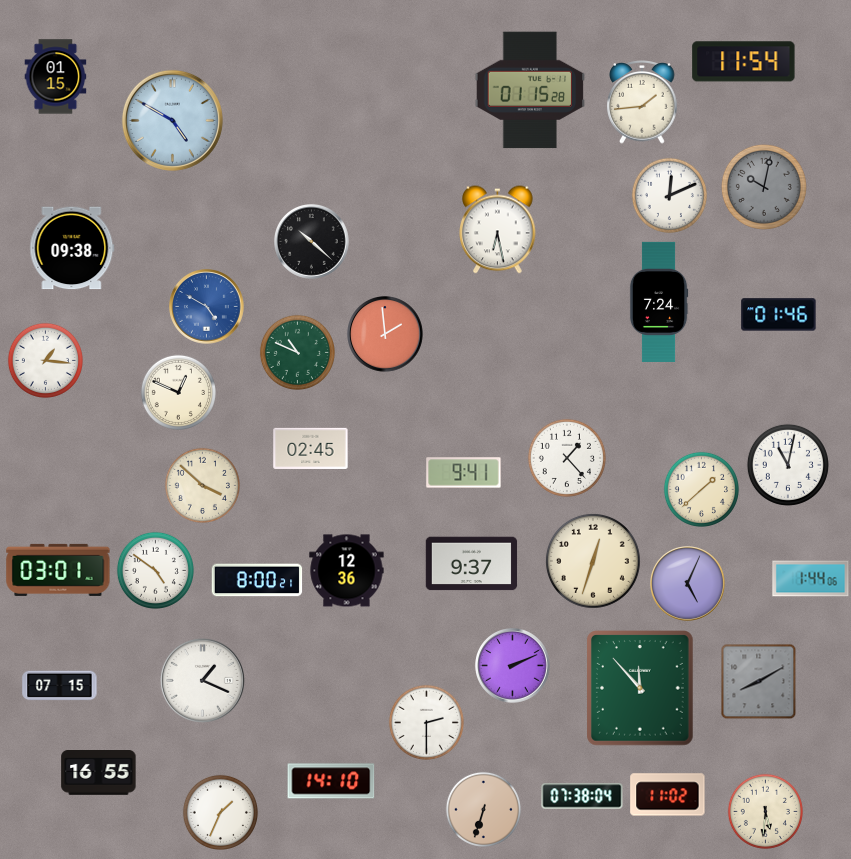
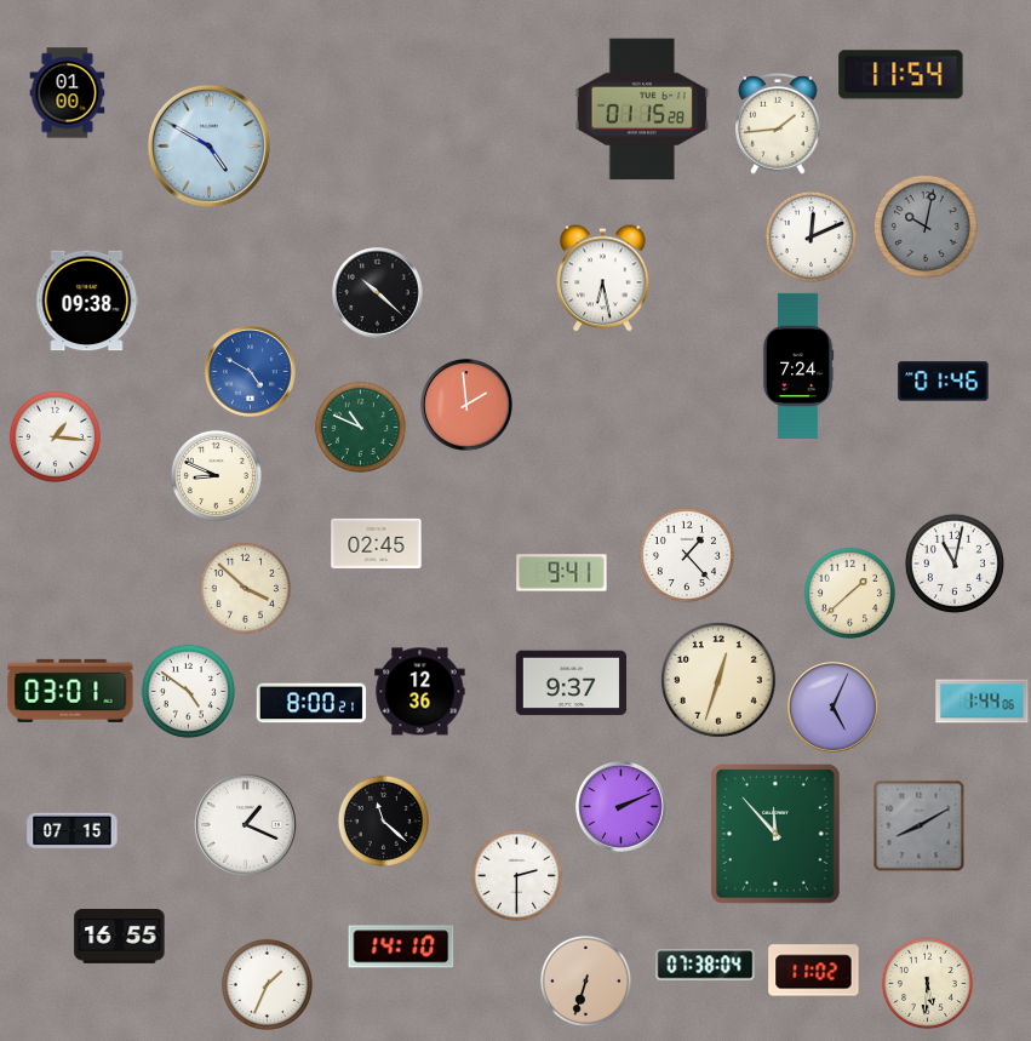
clock at (56, 77): 01:15 -> 01:00
clock at (178, 392): 12:49 -> 8:49
clock at (383, 820): none -> 11:22
clock at (668, 795) position: (668, 795) -> (814, 971)
